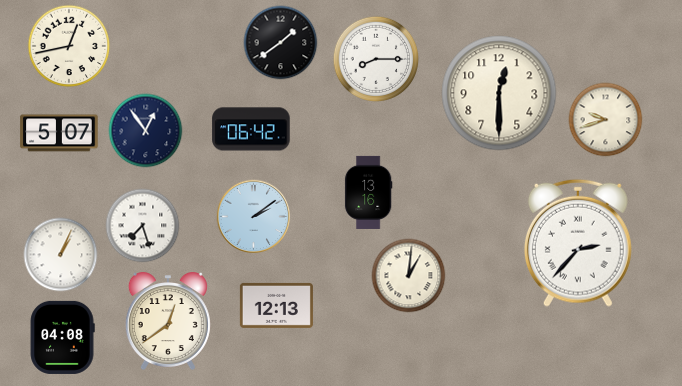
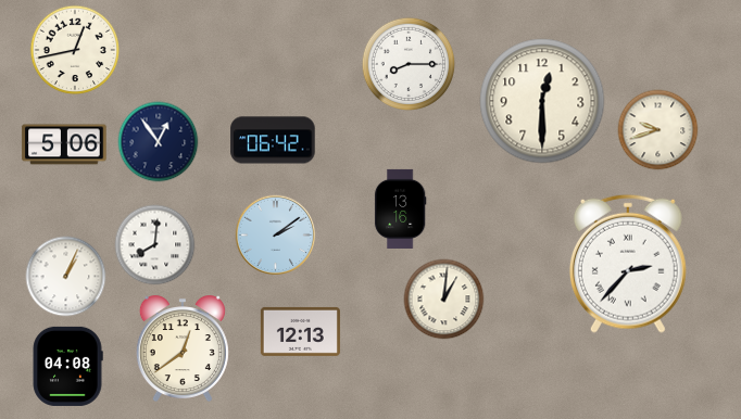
clock at (281, 43): 1:39 -> none
clock at (59, 133): 5:07 -> 5:06
clock at (143, 226): 7:27 -> 8:01
